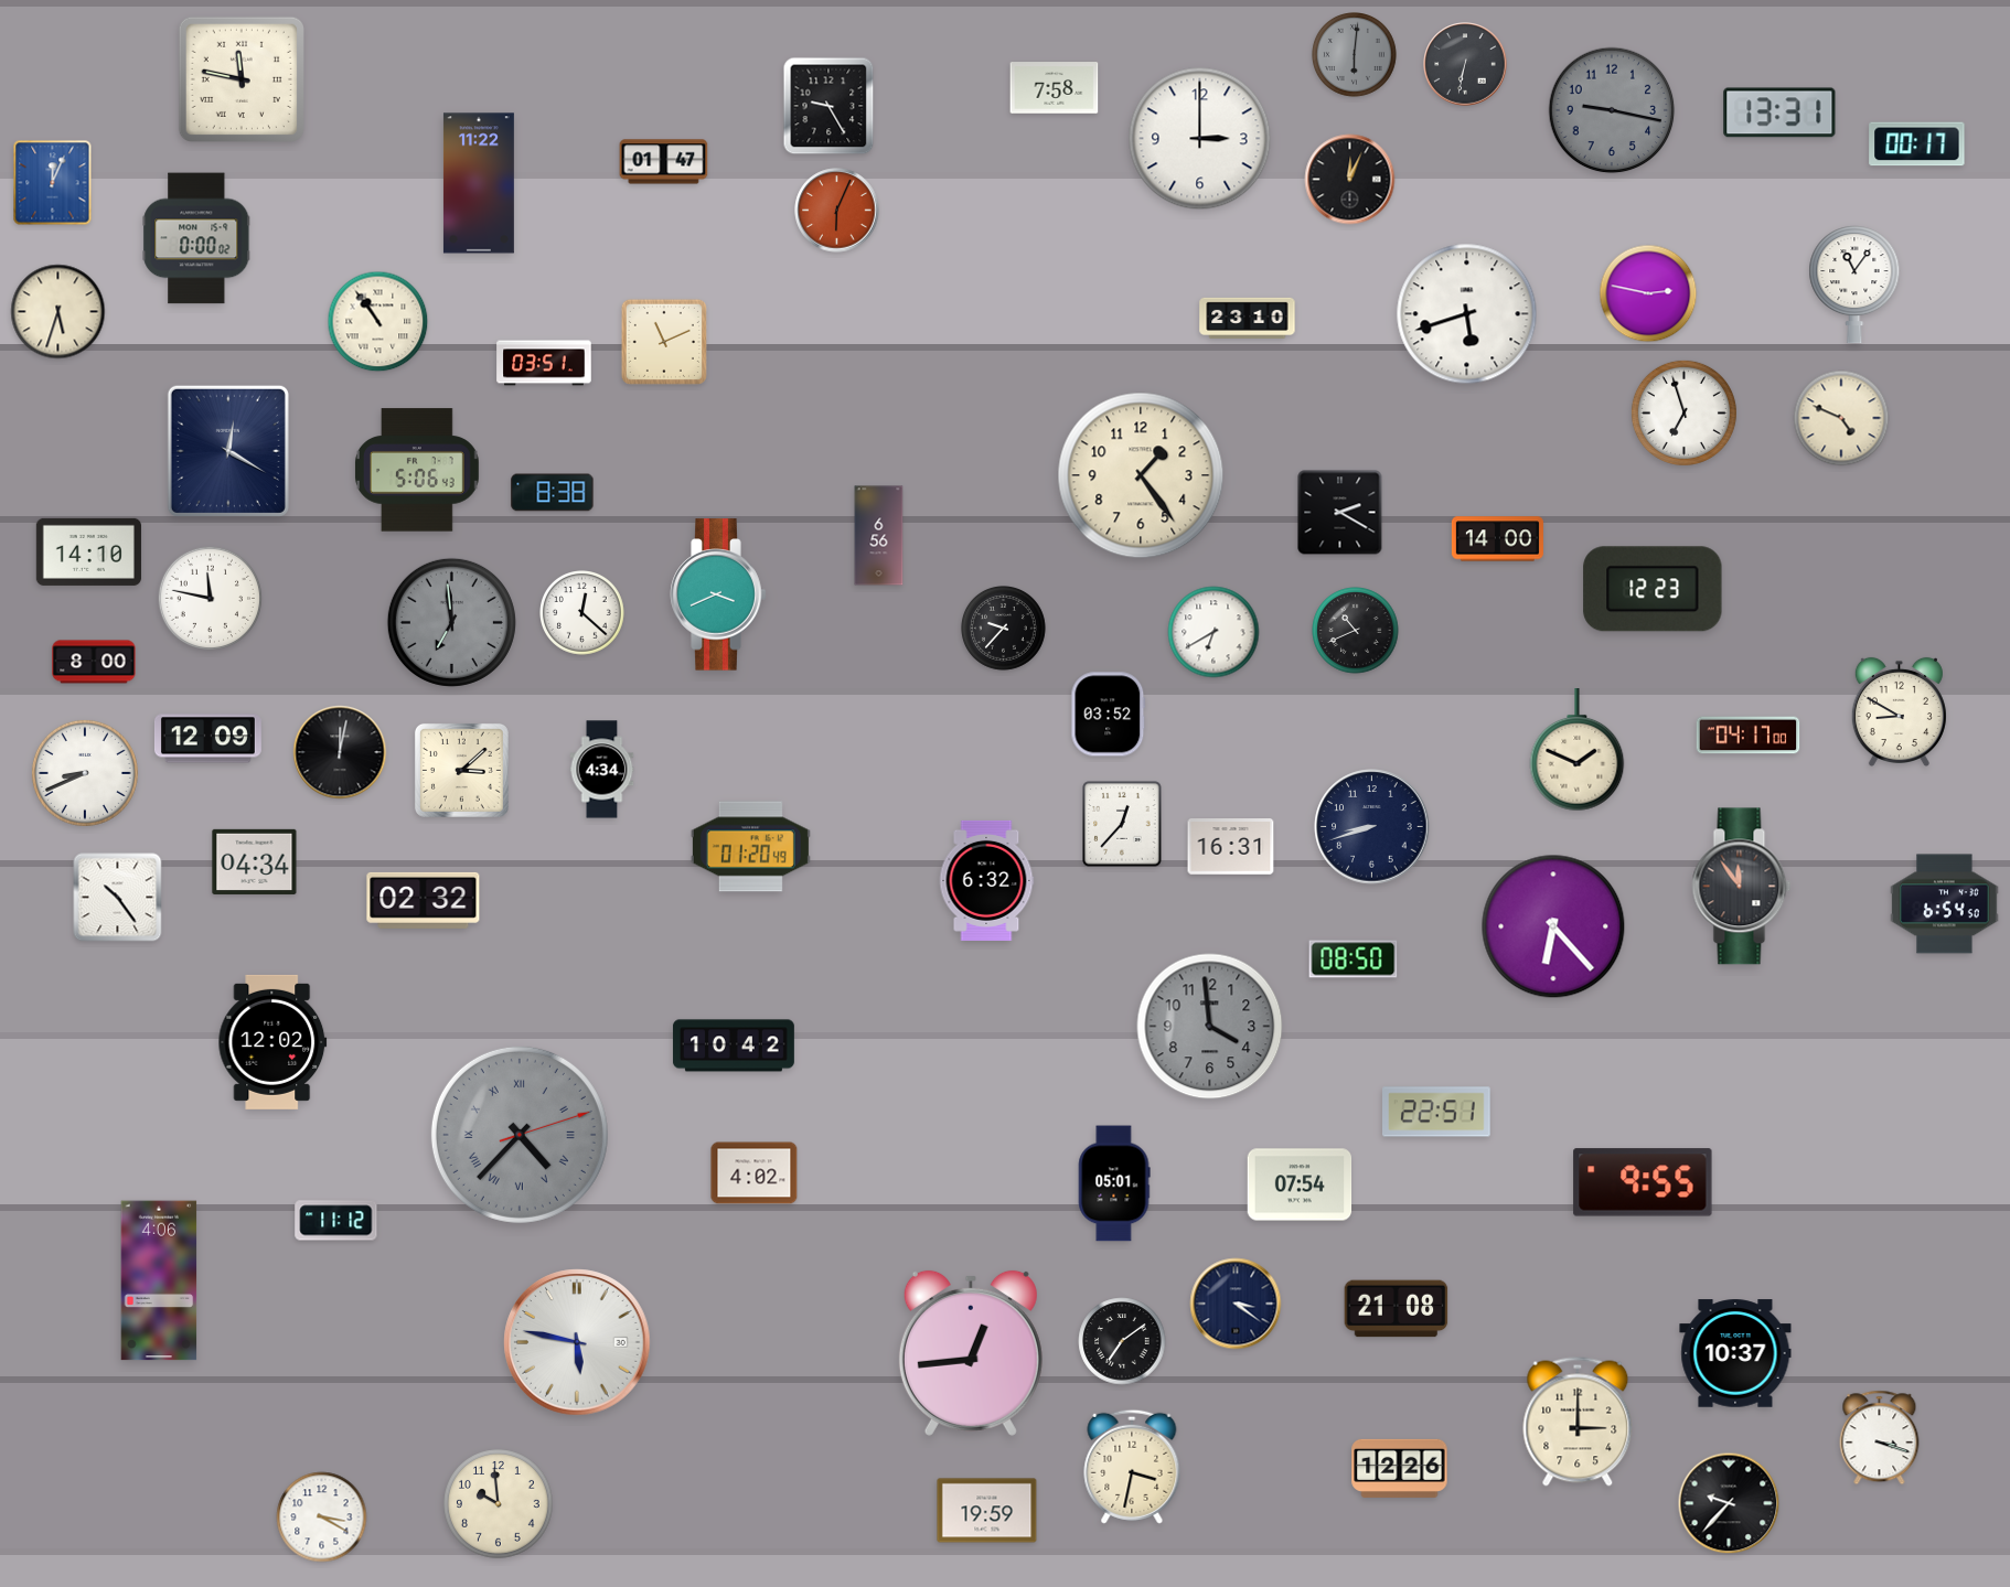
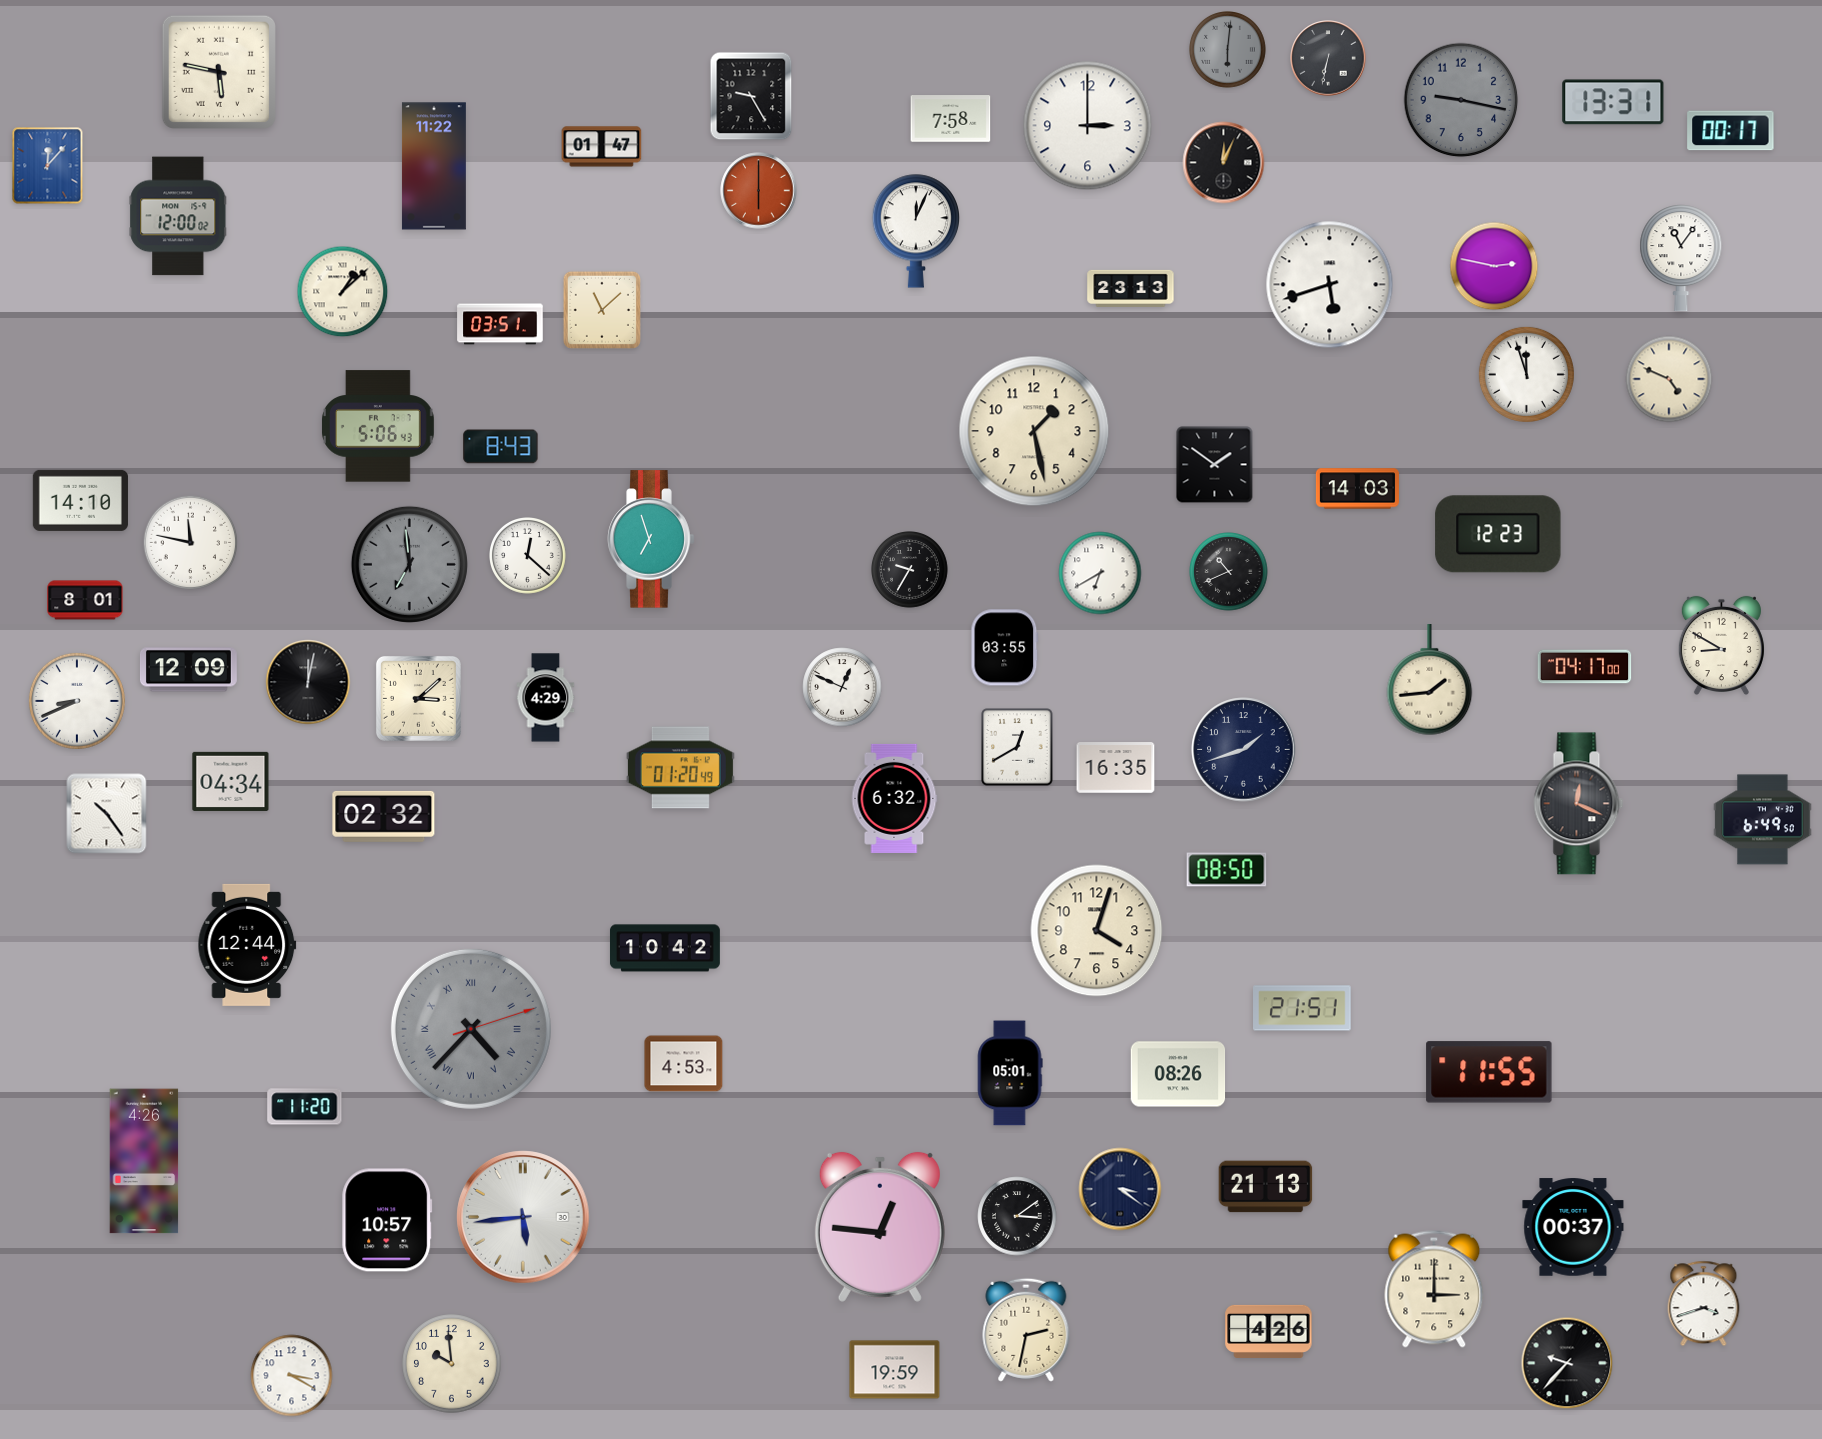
clock at (242, 79): 11:47 -> 5:47
clock at (1055, 88) position: (1055, 88) -> (951, 119)
clock at (1917, 144) position: (1917, 144) -> (1731, 131)
clock at (53, 183): 12:04 -> 12:07
clock at (837, 211): 6:04 -> 6:00
clock at (196, 238): 0:00 -> 12:00
clock at (916, 231): none -> 12:04
clock at (58, 312): 5:33 -> none
clock at (1248, 318): 23:10 -> 23:13
clock at (378, 322): 10:54 -> 1:08
clock at (664, 342): 11:11 -> 11:08
clock at (544, 363) position: (544, 363) -> (500, 324)
clock at (1683, 412): 6:57 -> 11:57
clock at (228, 451): 12:20 -> none
clock at (1141, 475): 1:24 -> 1:28
clock at (553, 493): 8:38 -> 8:43
clock at (1340, 513): 2:20 -> 1:51
clock at (879, 536): 6:56 -> none
clock at (1497, 539): 14:00 -> 14:03
clock at (718, 594): 3:41 -> 6:57
clock at (1004, 629): 9:37 -> 9:35
clock at (94, 662): 8:00 -> 8:01
clock at (1109, 715): 03:52 -> 03:55
clock at (1578, 750): 1:49 -> 1:44
clock at (842, 687): none -> 12:49
clock at (602, 770): 4:34 -> 4:29
clock at (1122, 824): 12:37 -> 12:40
clock at (1372, 827): 8:42 -> 1:42
clock at (1231, 847): 16:31 -> 16:35
clock at (1742, 887): 11:54 -> 12:19
clock at (1945, 904): 6:54 -> 6:49
clock at (1553, 926): 6:23 -> none
clock at (1210, 1027): 3:59 -> 4:03
clock at (1210, 1027) dial: grey -> cream
clock at (272, 1042): 12:02 -> 12:44
clock at (1437, 1112): 22:51 -> 21:51
clock at (755, 1173): 4:02 -> 4:53
clock at (1643, 1182): 9:55 -> 11:55
clock at (1300, 1184): 07:54 -> 08:26
clock at (336, 1221): 11:12 -> 11:20
clock at (159, 1280): 4:06 -> 4:26
clock at (1236, 1304) position: (1236, 1304) -> (1120, 1189)
clock at (1397, 1309): 21:08 -> 21:13
clock at (1122, 1341): 7:09 -> 3:09
clock at (577, 1342): 5:47 -> 5:44
clock at (387, 1220): none -> 10:57
clock at (971, 1353): 12:44 -> 12:46
clock at (1735, 1353): 10:37 -> 00:37
clock at (1578, 1422) position: (1578, 1422) -> (1434, 1289)
clock at (1880, 1438): 3:18 -> 3:42
clock at (1132, 1467): 3:32 -> 2:32
clock at (1400, 1468): 12:26 -> 4:26
